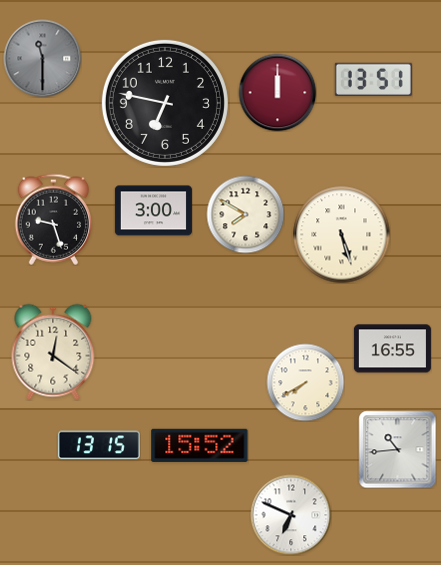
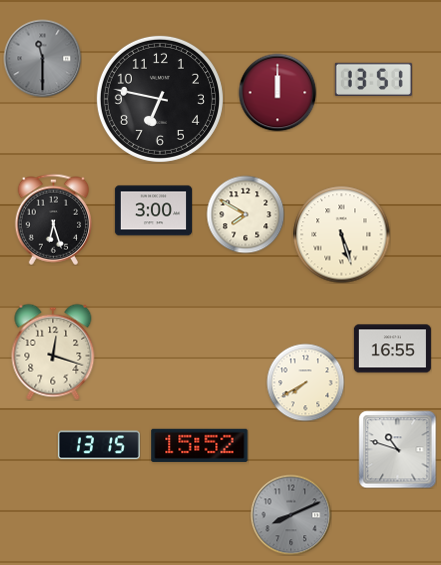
clock at (165, 103) position: (165, 103) -> (160, 99)
clock at (53, 219): 9:27 -> 6:27
clock at (53, 352): 12:21 -> 12:18
clock at (397, 449): 10:44 -> 10:48
clock at (291, 515): 6:49 -> 8:11
clock at (291, 515) dial: white -> grey
